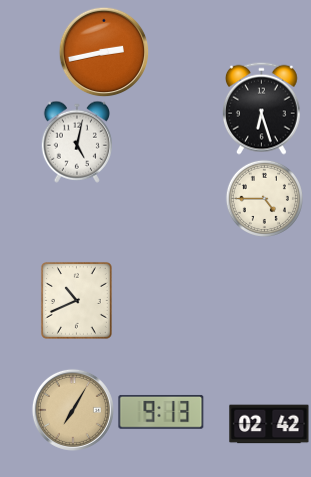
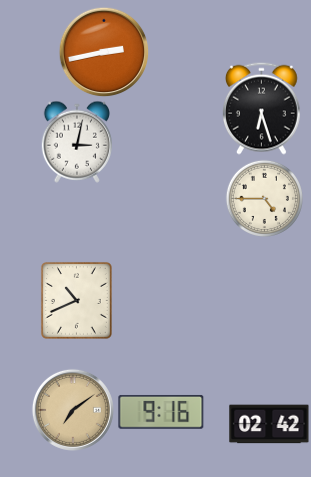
clock at (77, 142): 5:02 -> 3:02
clock at (73, 410): 7:05 -> 7:09
clock at (161, 412): 9:13 -> 9:16
